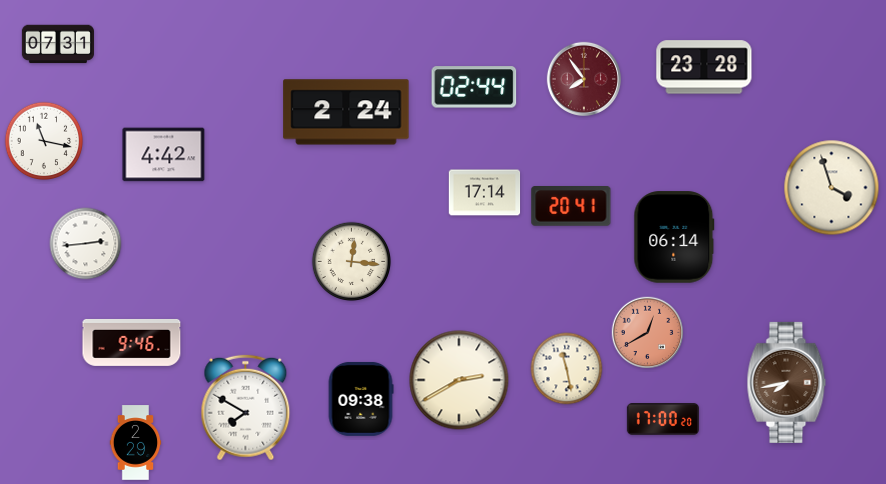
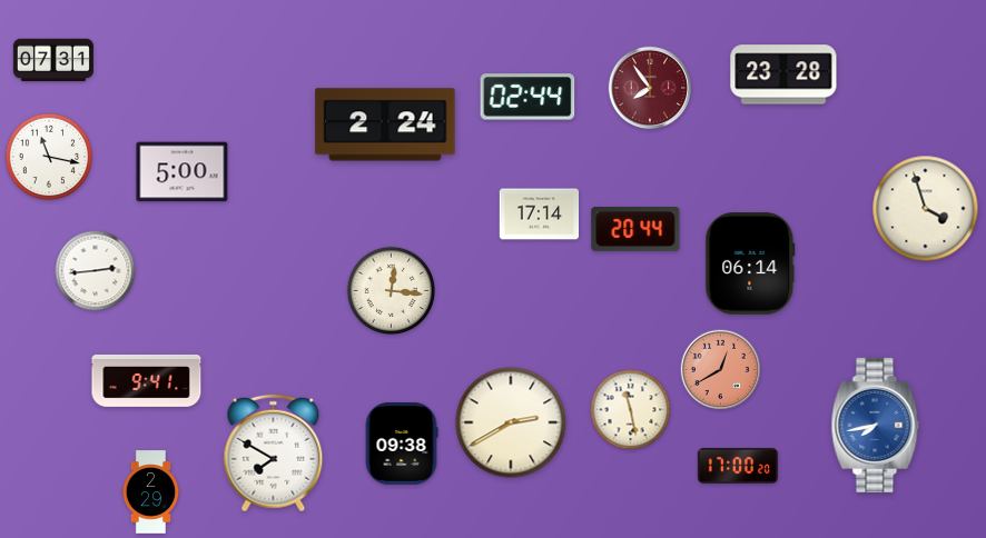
clock at (58, 44) position: (58, 44) -> (53, 60)
clock at (164, 155): 4:42 -> 5:00
clock at (571, 207): 20:41 -> 20:44
clock at (132, 342): 9:46 -> 9:41
clock at (787, 382) dial: brown -> blue
